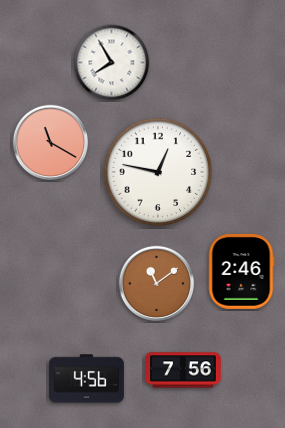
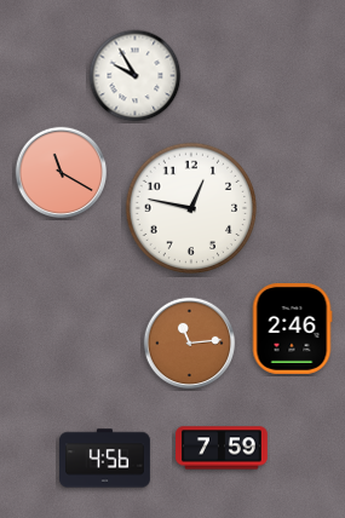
clock at (112, 63): 7:55 -> 9:55
clock at (157, 284): 11:09 -> 11:14
clock at (183, 370): 7:56 -> 7:59
